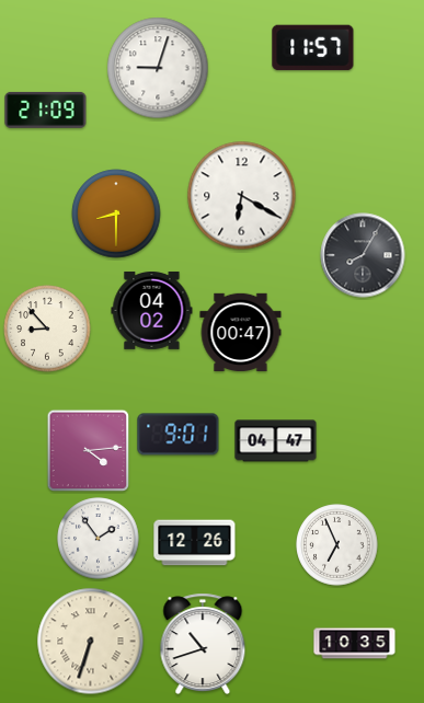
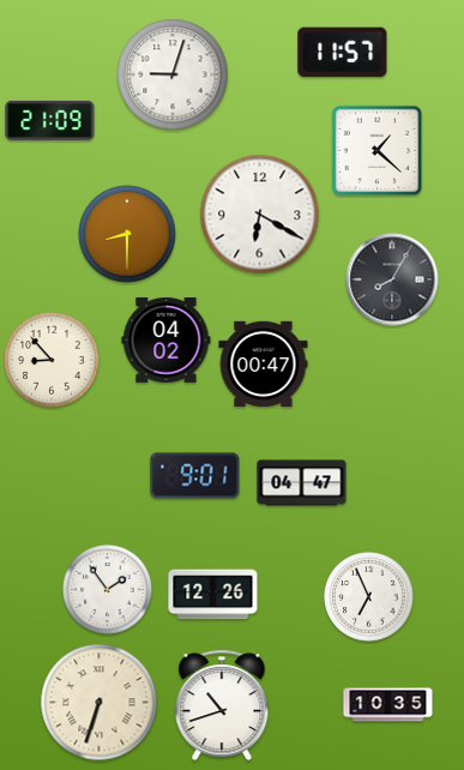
clock at (378, 151): none -> 1:22
clock at (242, 196) position: (242, 196) -> (260, 215)
clock at (363, 255) position: (363, 255) -> (392, 279)
clock at (89, 451): 4:14 -> none
